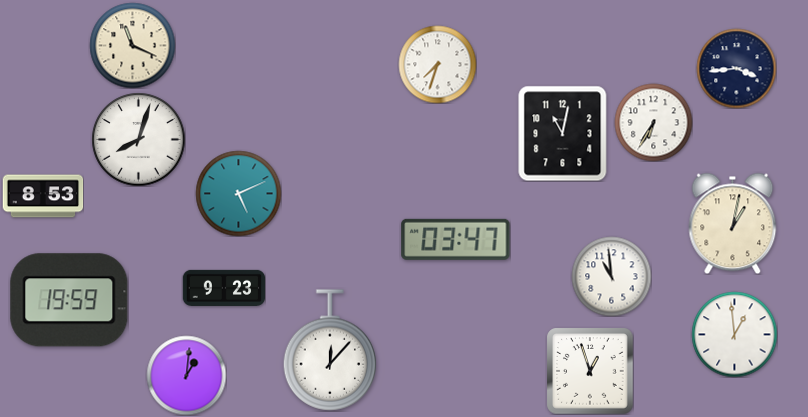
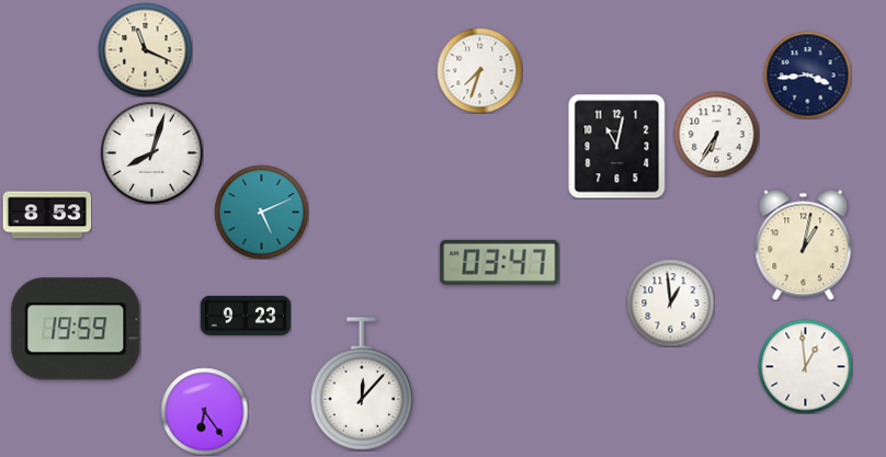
clock at (611, 276): 10:59 -> 12:59
clock at (590, 371): 12:57 -> none
clock at (186, 375): 1:01 -> 6:24
